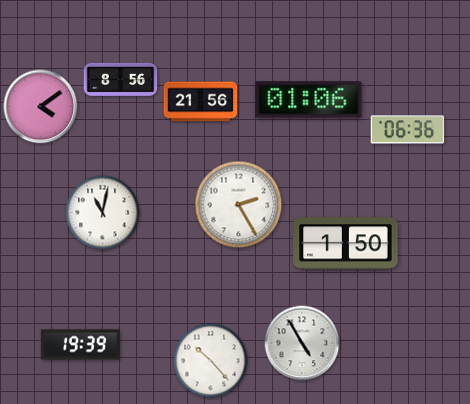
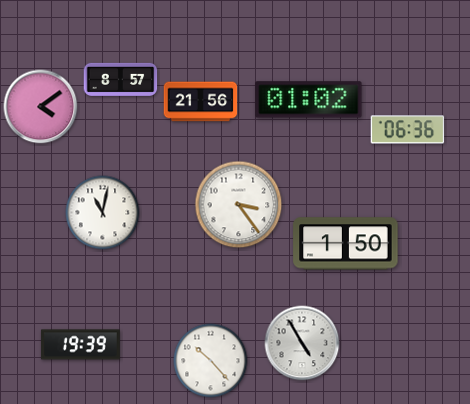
clock at (121, 79): 8:56 -> 8:57
clock at (309, 100): 01:06 -> 01:02
clock at (239, 205): 2:25 -> 3:24
